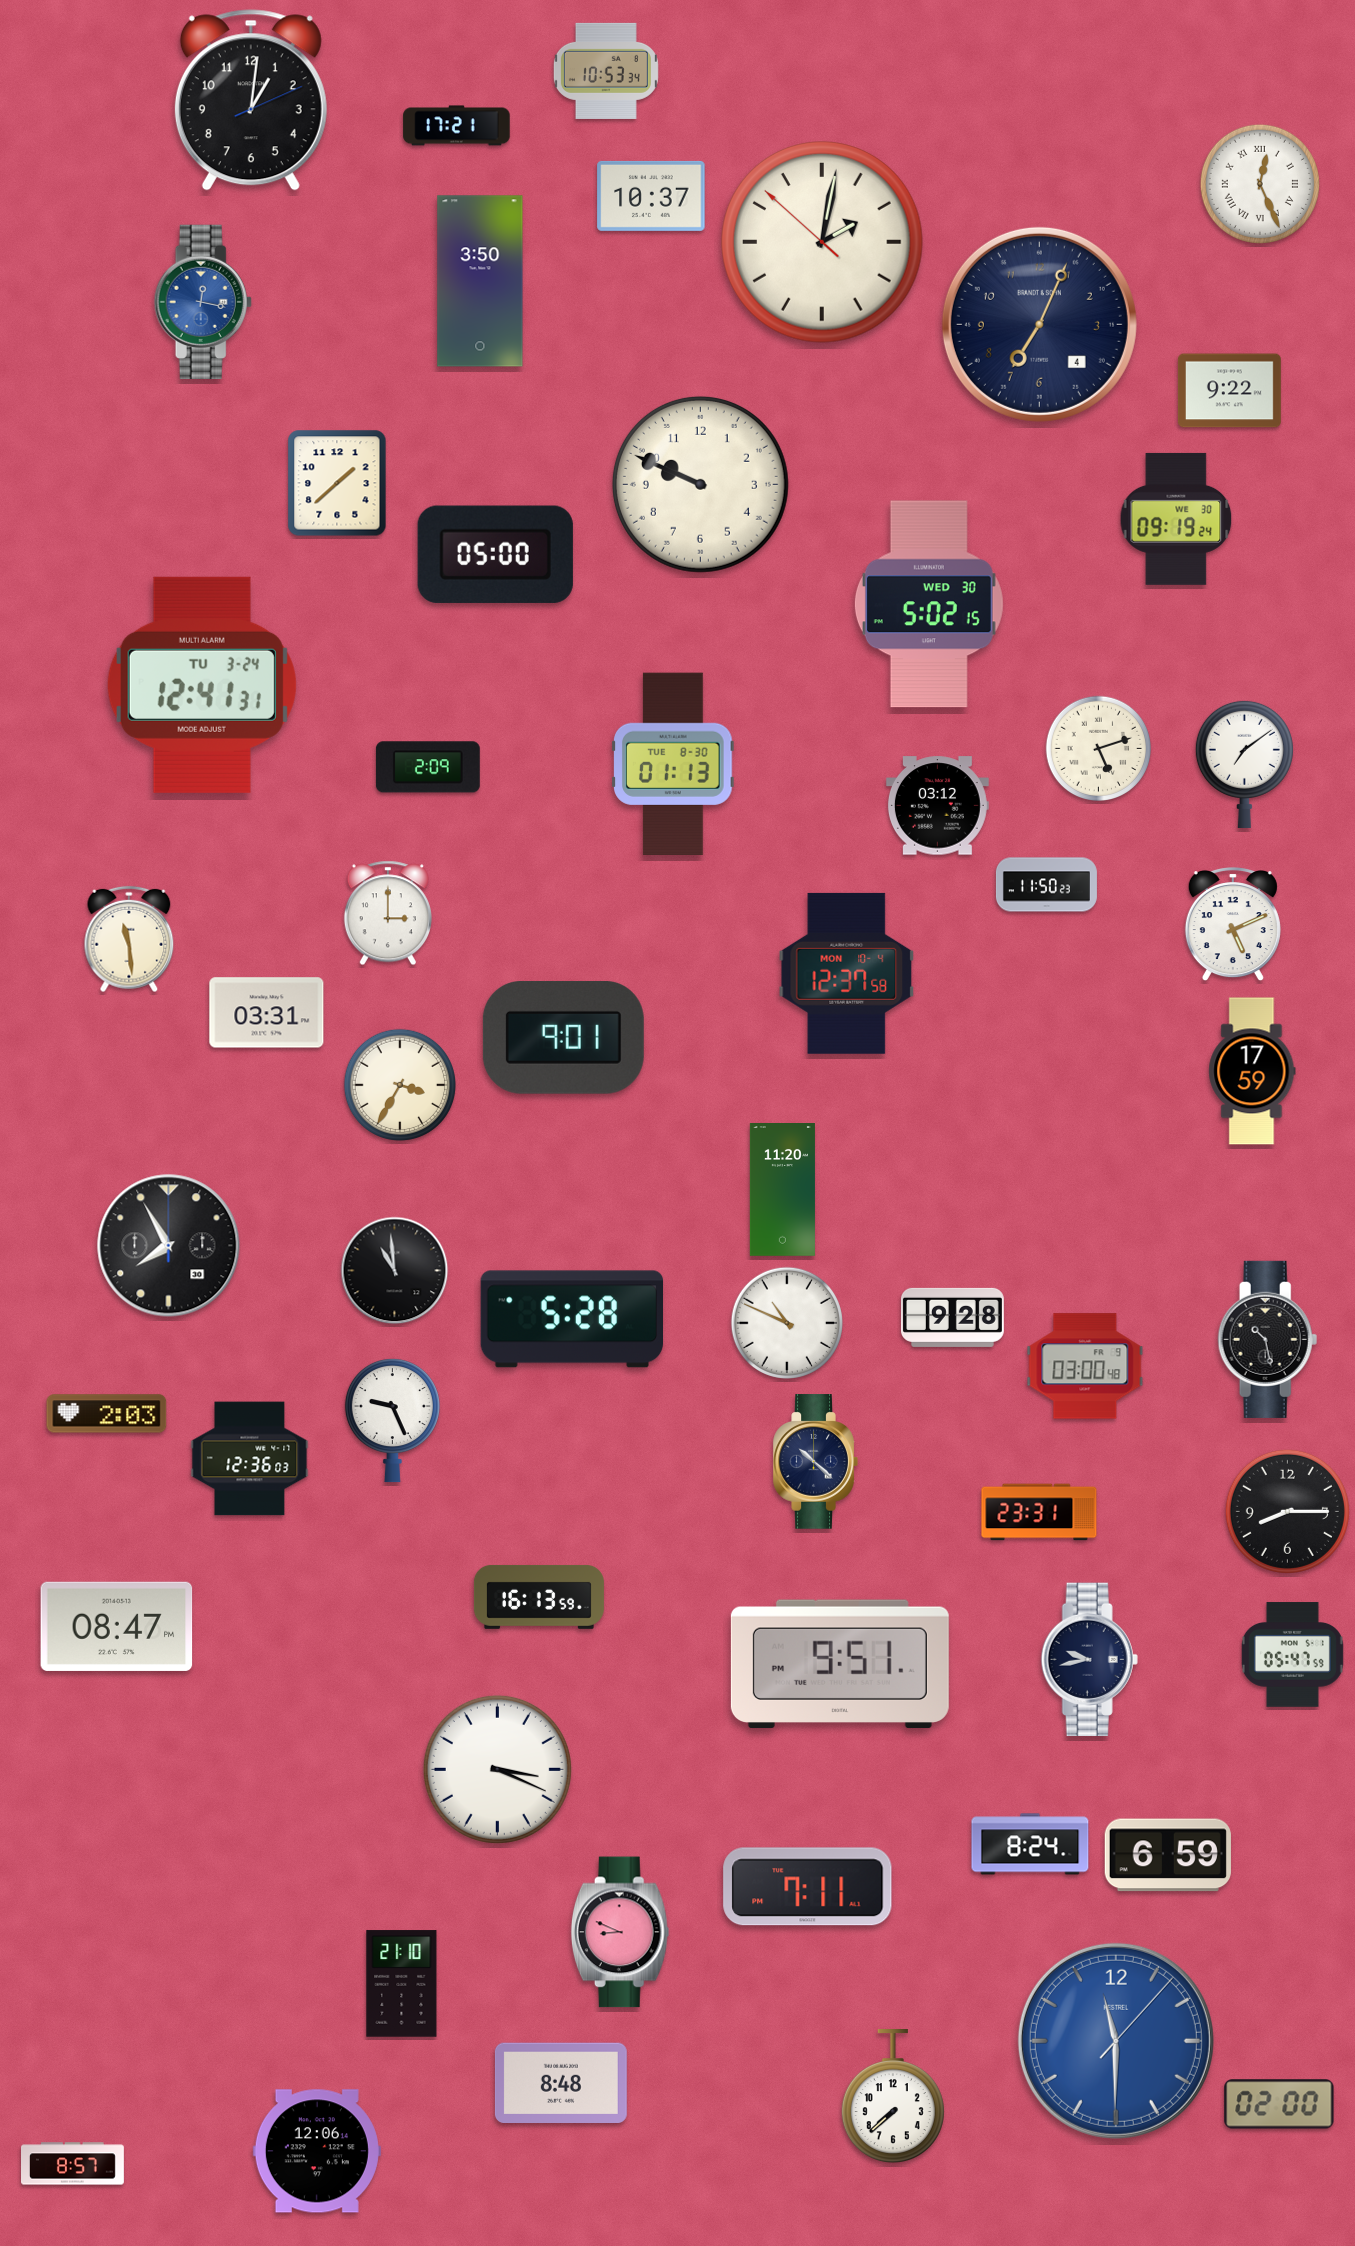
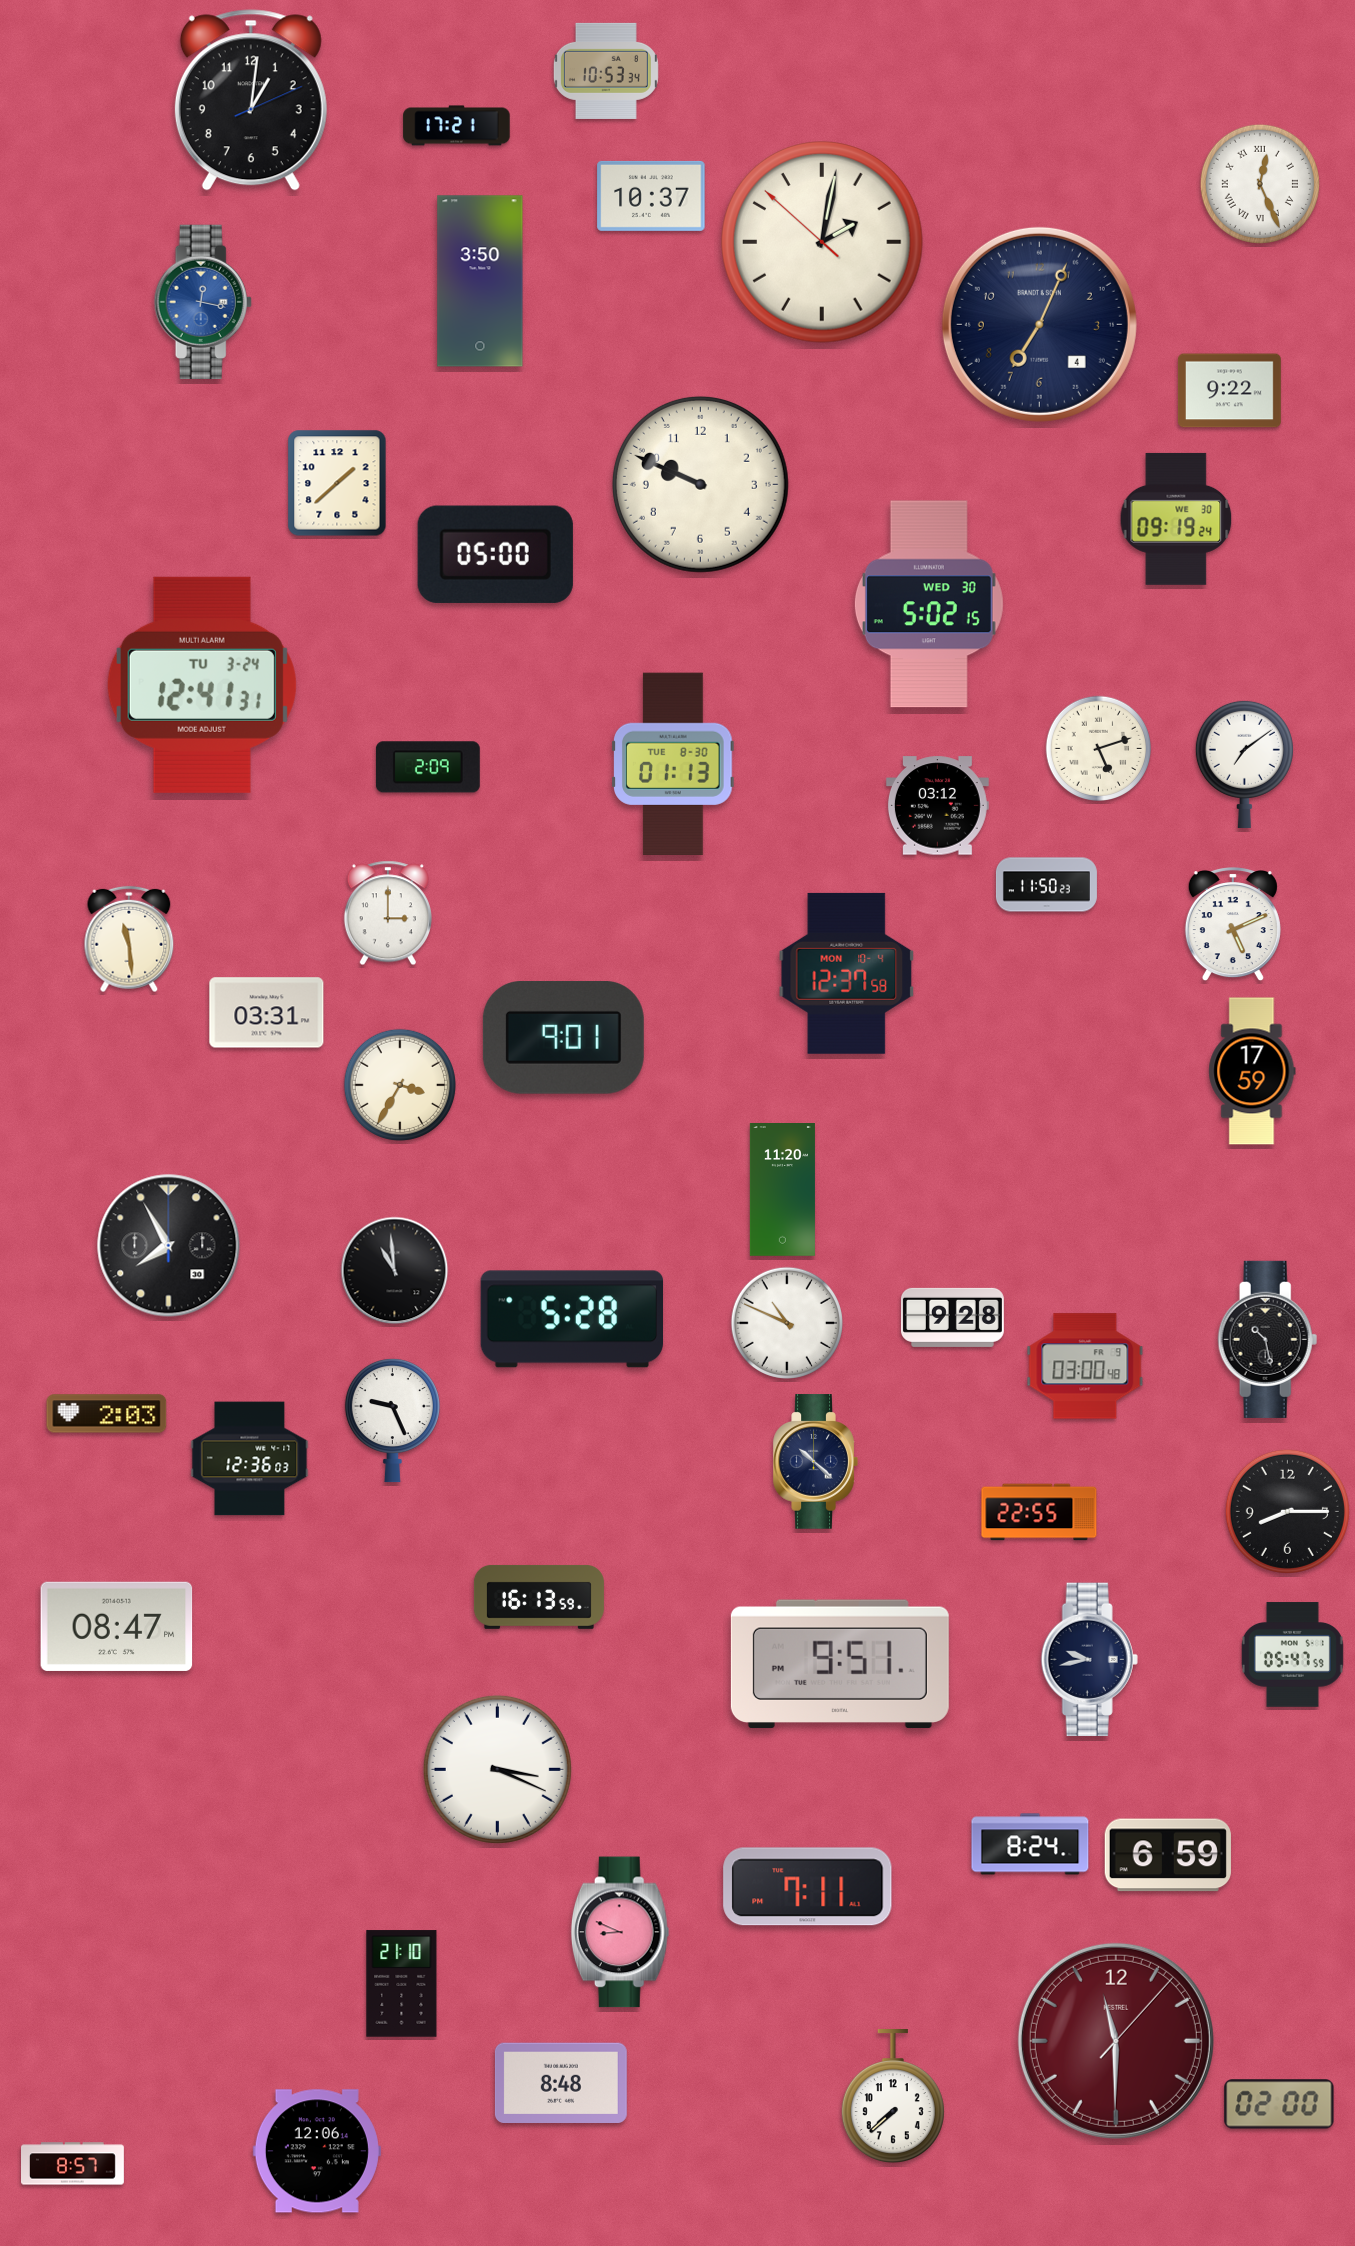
clock at (1039, 1512): 23:31 -> 22:55
clock at (1116, 2041) dial: blue -> burgundy
